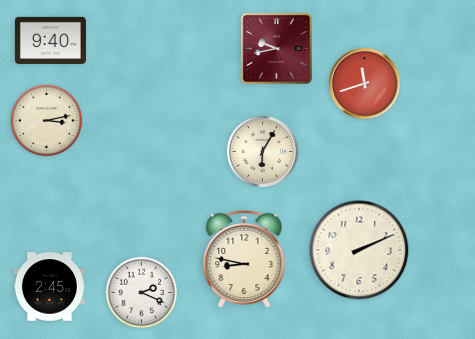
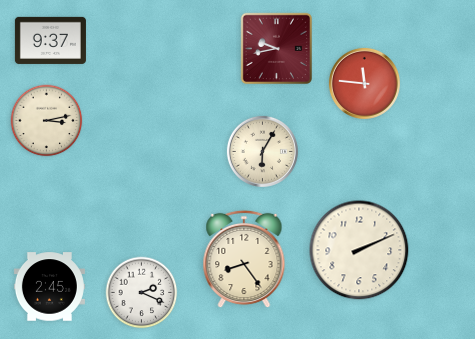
clock at (50, 40): 9:40 -> 9:37
clock at (364, 83): 11:42 -> 11:46
clock at (244, 259): 8:47 -> 8:24
